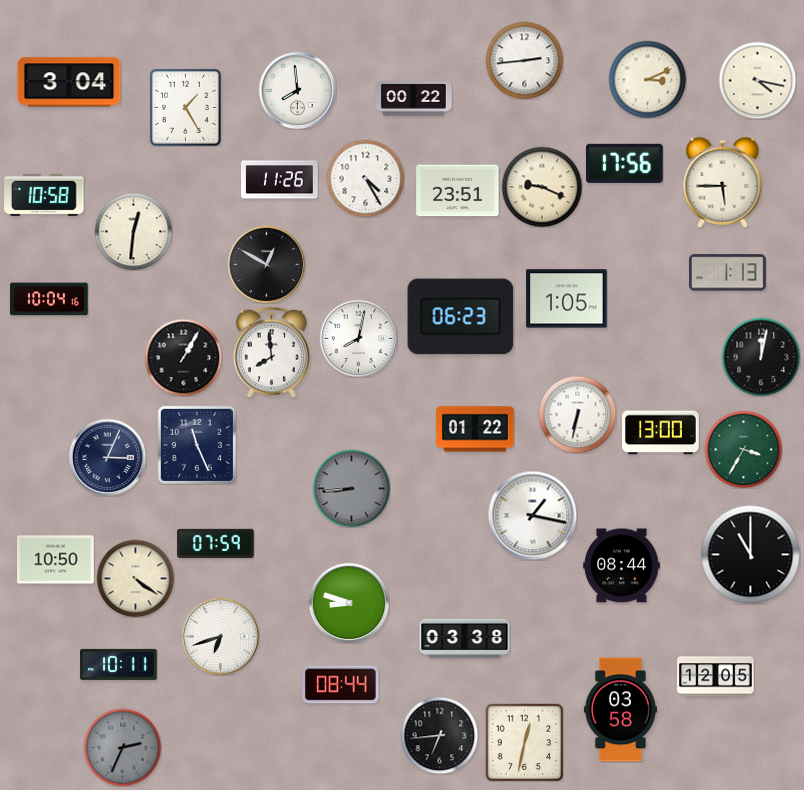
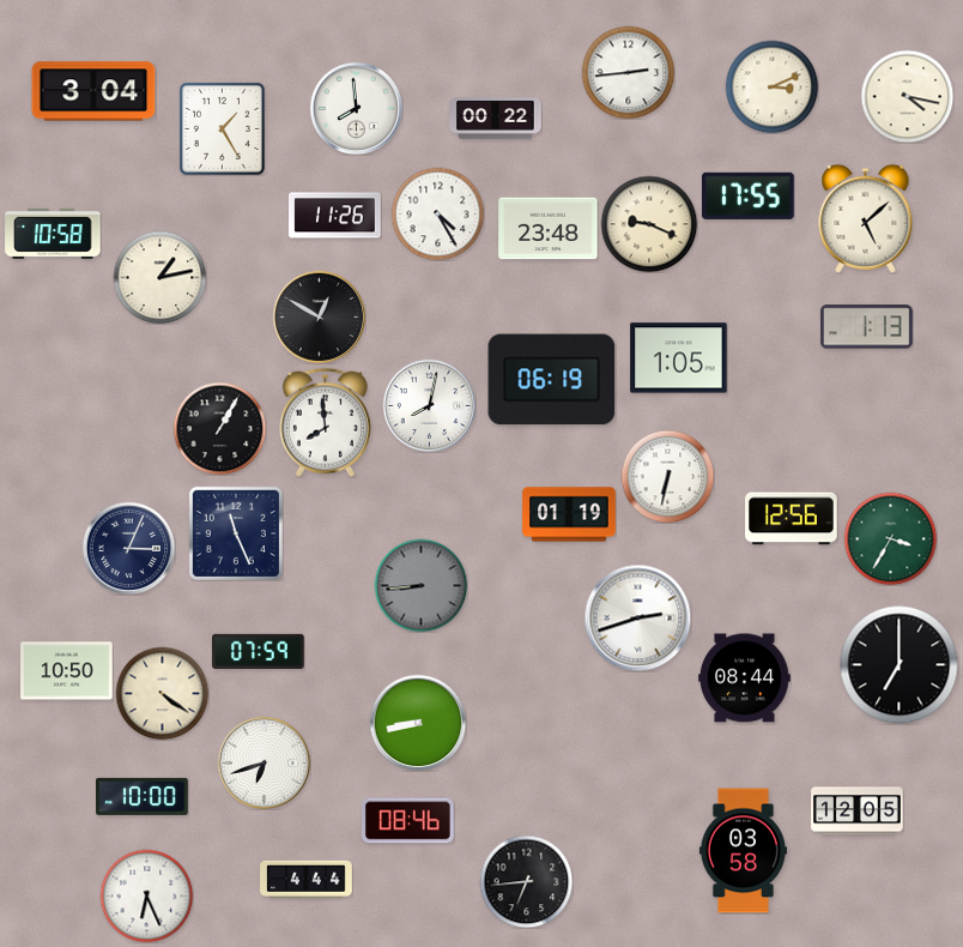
clock at (647, 79) position: (647, 79) -> (771, 86)
clock at (69, 82) position: (69, 82) -> (93, 91)
clock at (624, 163): 17:56 -> 17:55
clock at (723, 182): 5:45 -> 5:08
clock at (458, 191): 23:51 -> 23:48
clock at (133, 231): 12:31 -> 1:13
clock at (728, 273) position: (728, 273) -> (867, 327)
clock at (49, 299): 10:04 -> none
clock at (461, 317): 06:23 -> 06:19
clock at (761, 357): 12:02 -> none
clock at (577, 414) position: (577, 414) -> (667, 476)
clock at (475, 429): 01:22 -> 01:19
clock at (661, 433): 13:00 -> 12:56
clock at (532, 515): 1:17 -> 2:42
clock at (751, 555): 11:00 -> 7:00
clock at (349, 603): 8:48 -> 8:43
clock at (465, 639): 03:38 -> none
clock at (119, 664): 10:11 -> 10:00
clock at (341, 685): 08:44 -> 08:46
clock at (307, 879): none -> 4:44
clock at (524, 742): 12:32 -> none
clock at (122, 747): 2:34 -> 6:26
clock at (122, 747) dial: grey -> white
